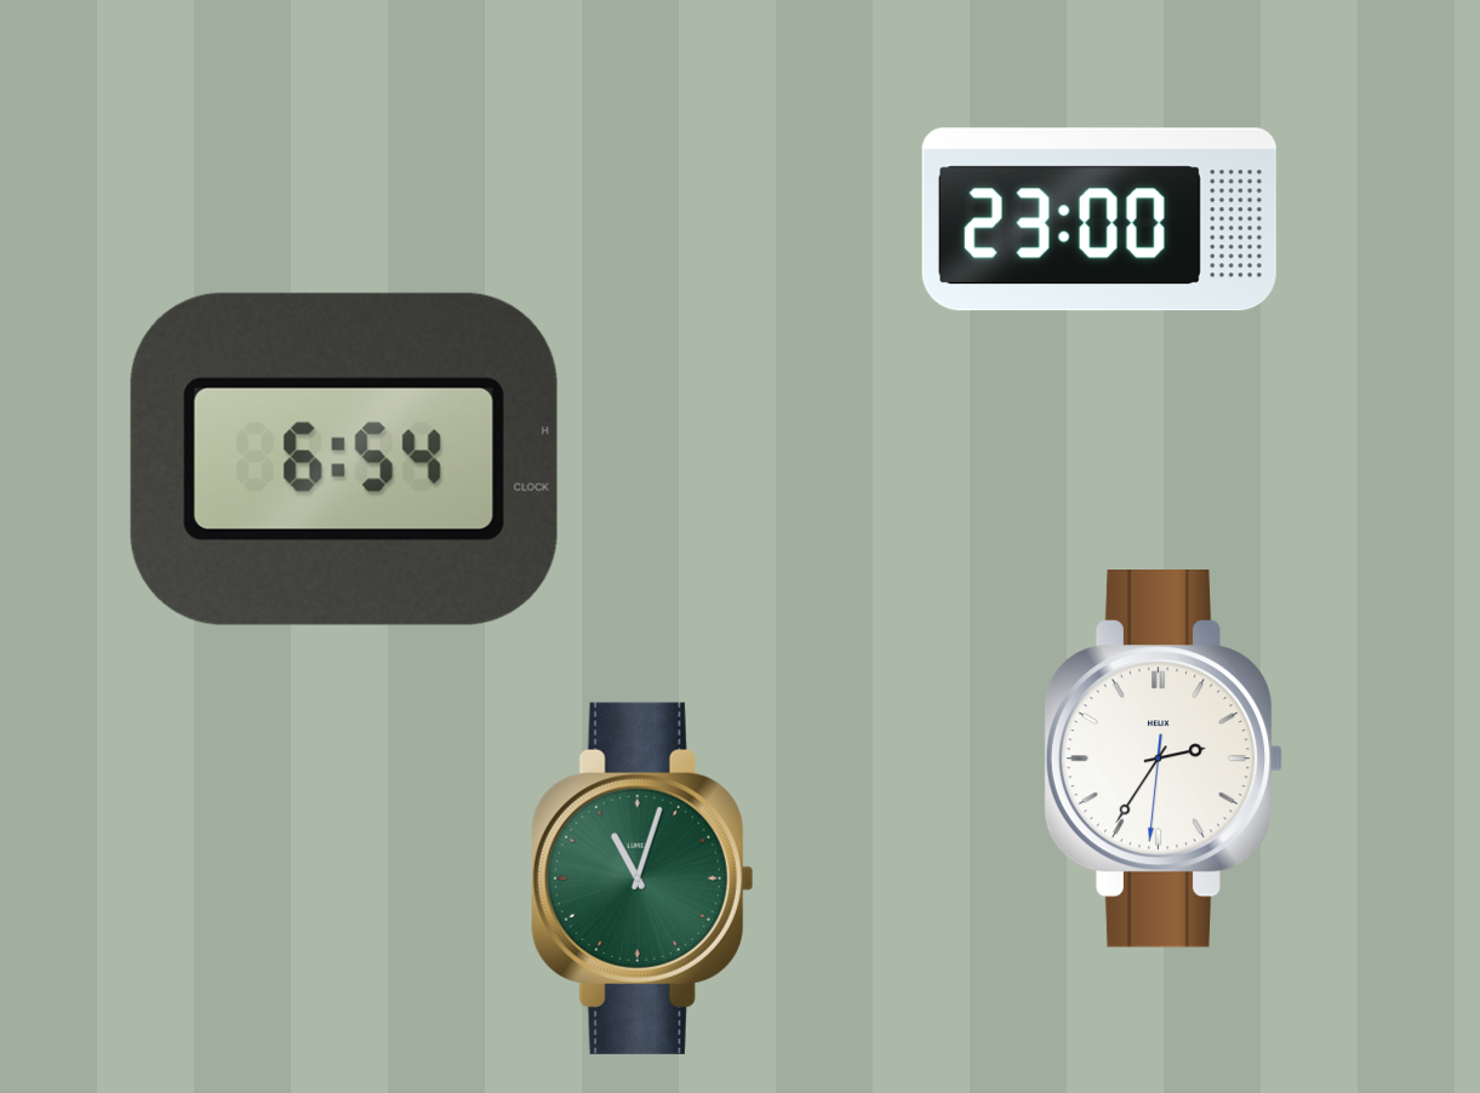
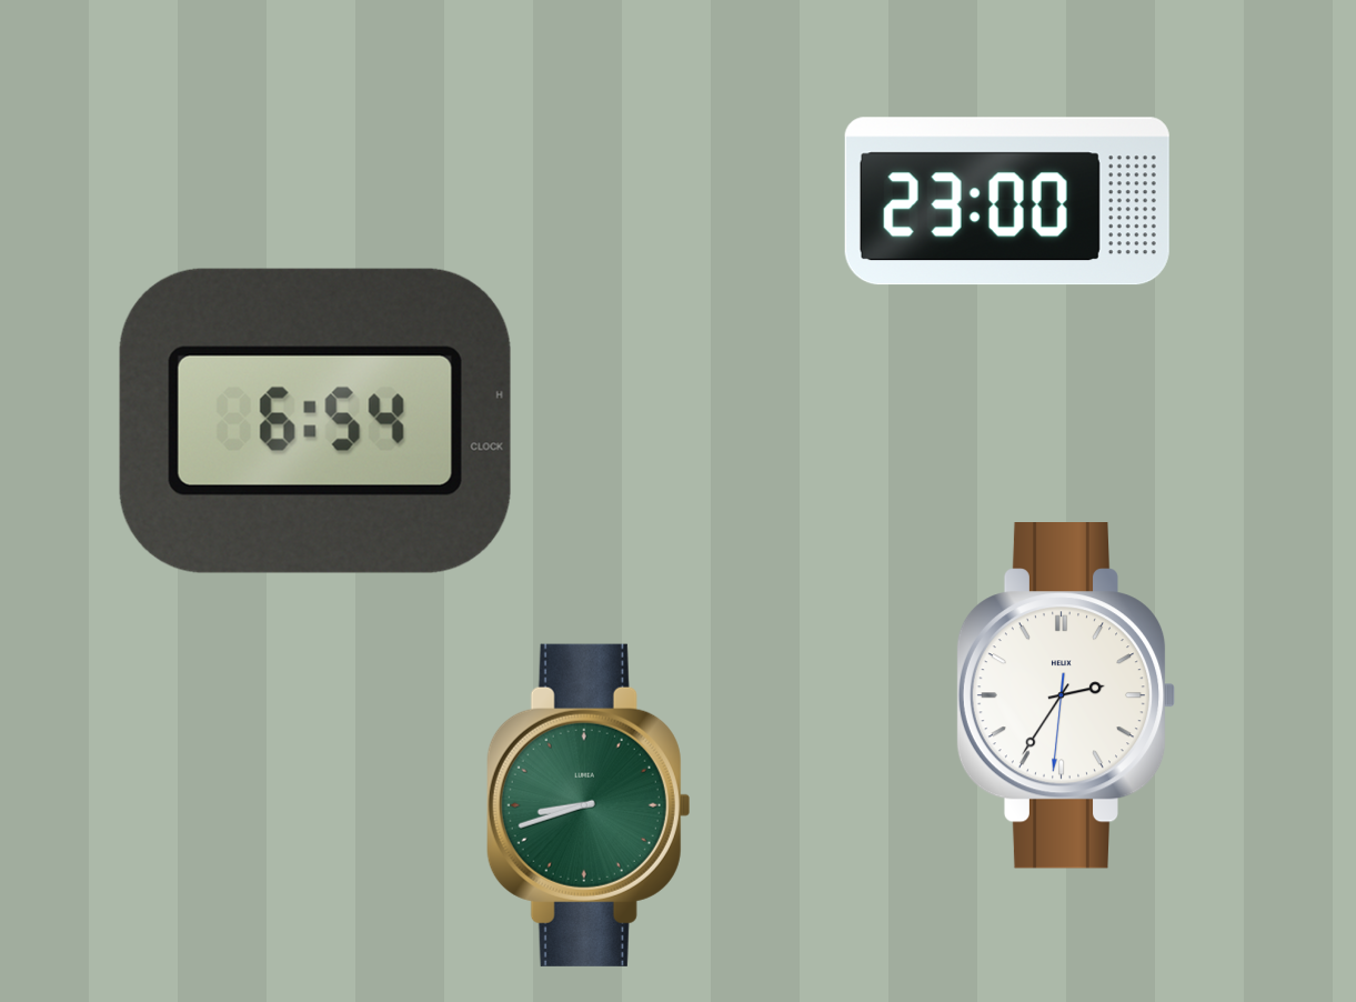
clock at (642, 879): 11:03 -> 8:42
